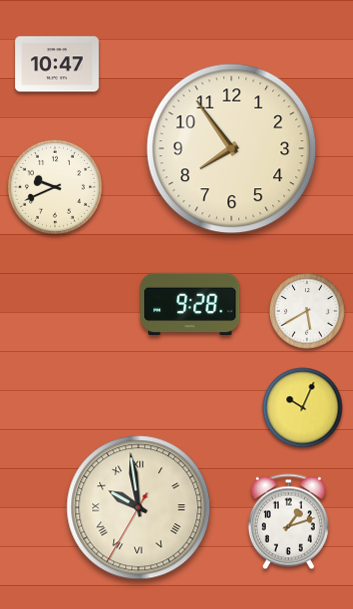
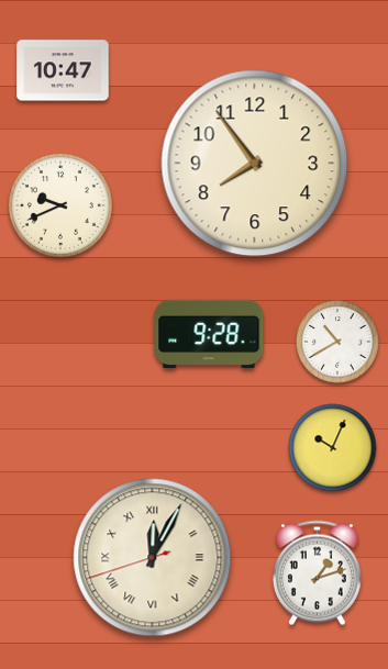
clock at (307, 311): 5:40 -> 10:40
clock at (139, 508): 9:58 -> 12:04
